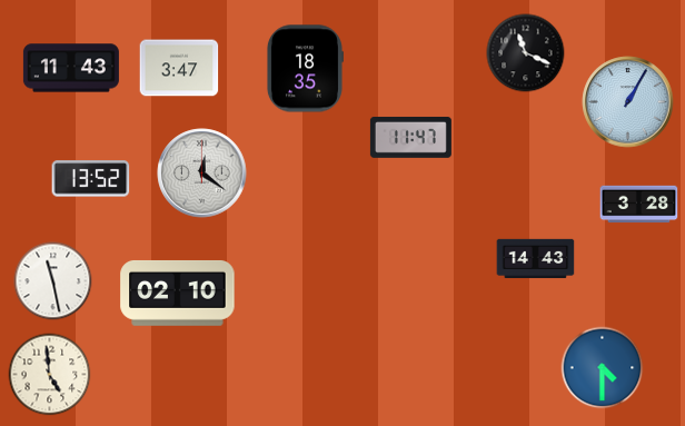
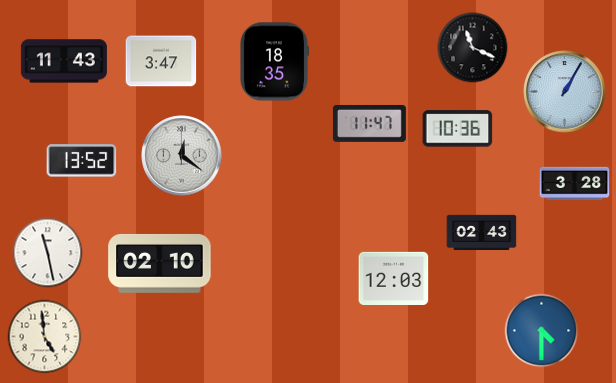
clock at (458, 129): none -> 10:36
clock at (536, 259): 14:43 -> 02:43
clock at (394, 278): none -> 12:03
